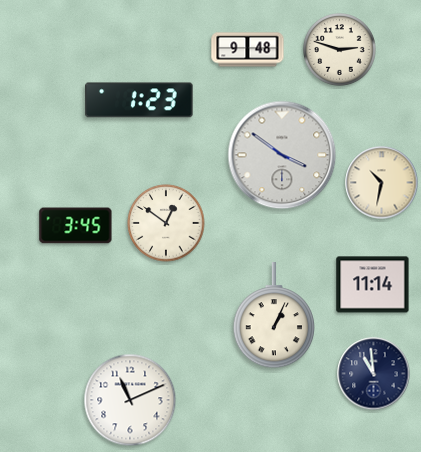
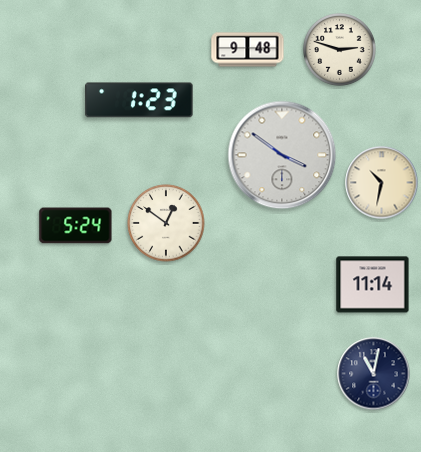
clock at (76, 226): 3:45 -> 5:24
clock at (273, 316): 1:04 -> none
clock at (374, 374): 10:59 -> 11:02
clock at (130, 400): 11:11 -> none
